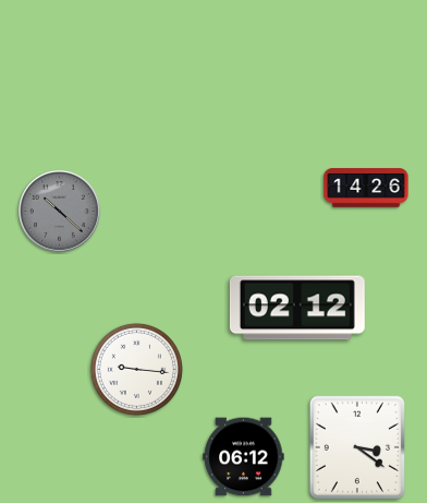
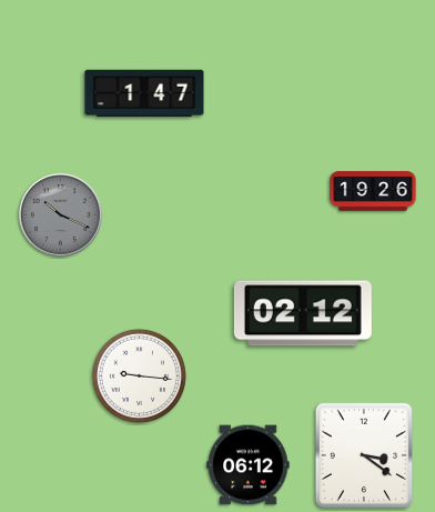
clock at (144, 93): none -> 1:47
clock at (366, 188): 14:26 -> 19:26
clock at (60, 212): 10:22 -> 10:19
